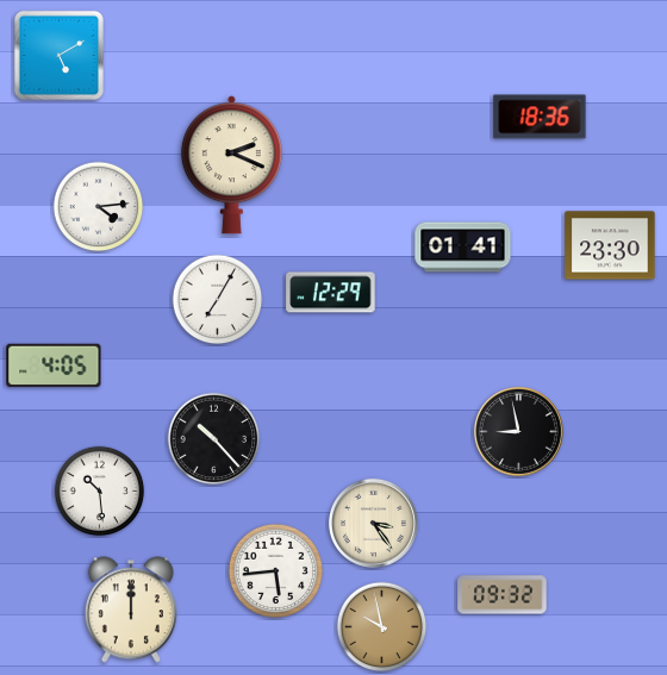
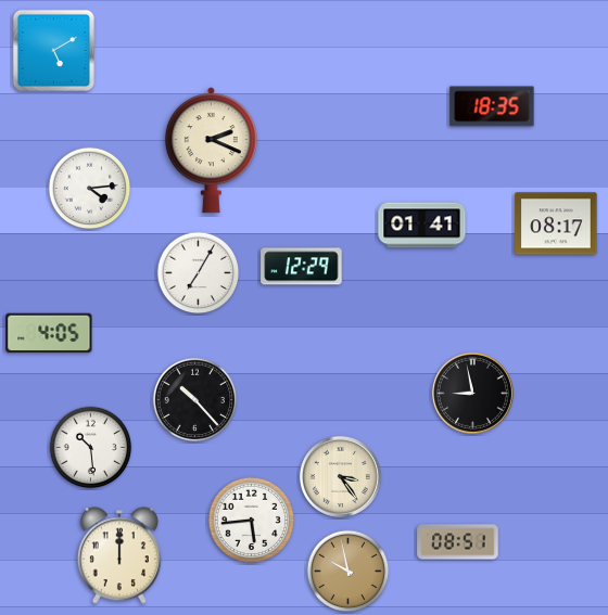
clock at (540, 117): 18:36 -> 18:35
clock at (610, 245): 23:30 -> 08:17
clock at (503, 595): 09:32 -> 08:51
